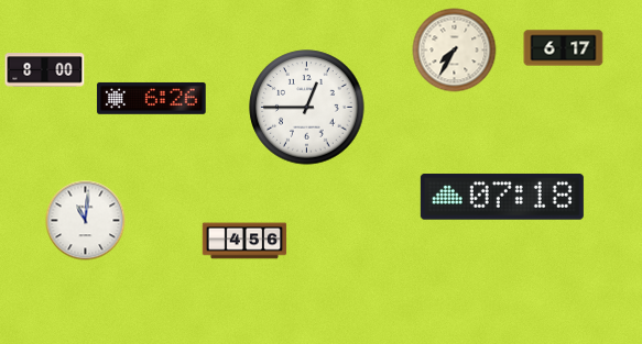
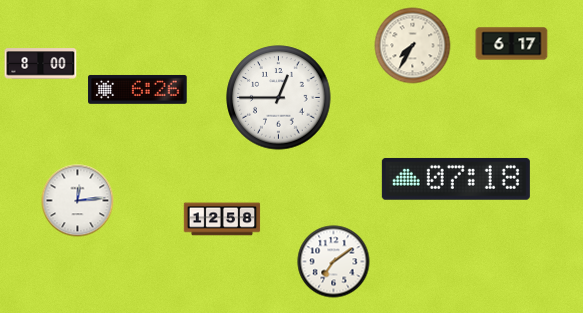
clock at (86, 221): 11:01 -> 12:14
clock at (244, 241): 4:56 -> 12:58
clock at (334, 262): none -> 7:09
